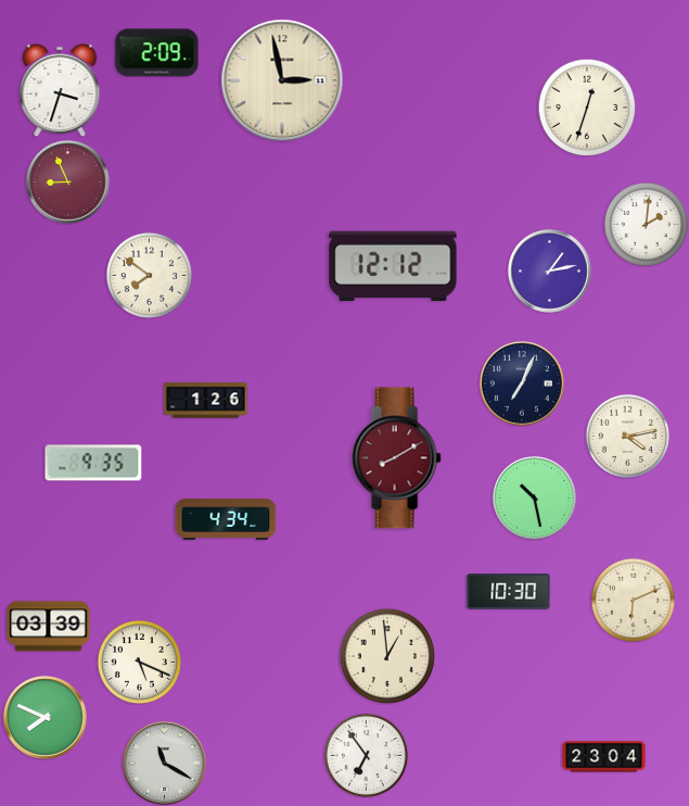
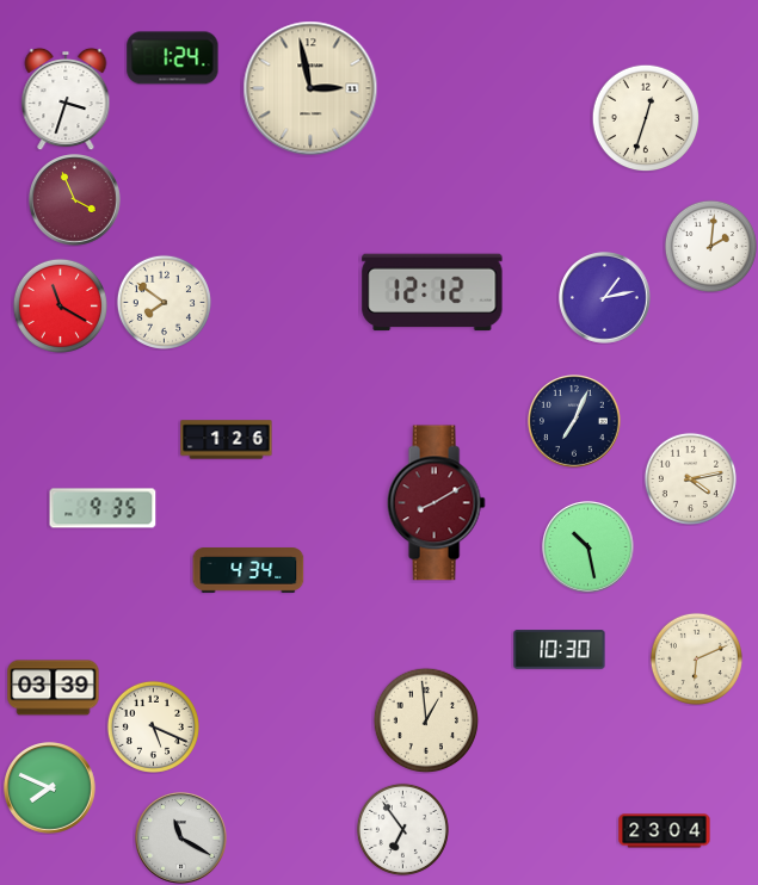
clock at (157, 53): 2:09 -> 1:24
clock at (68, 182): 8:56 -> 3:56
clock at (60, 305): none -> 11:20
